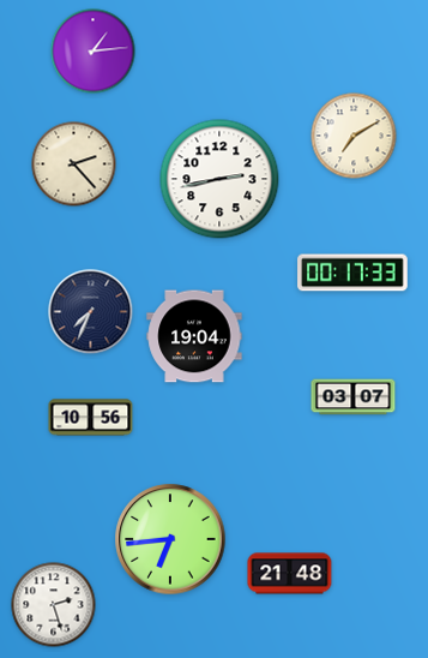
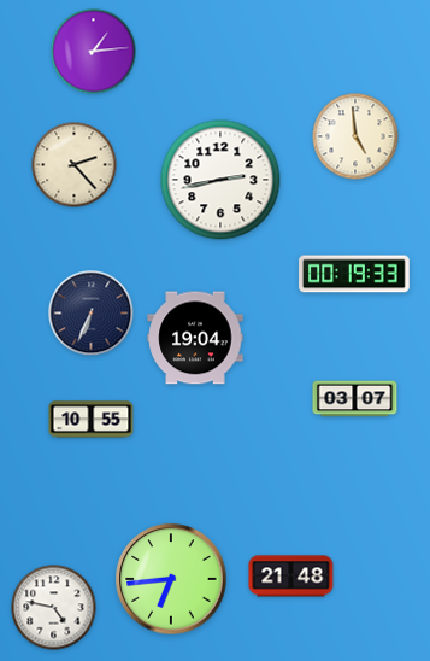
clock at (354, 136): 7:10 -> 4:59
clock at (352, 273): 00:17 -> 00:19
clock at (91, 312): 7:34 -> 6:34
clock at (91, 418): 10:56 -> 10:55
clock at (170, 539) position: (170, 539) -> (171, 579)
clock at (54, 605): 2:27 -> 4:47
